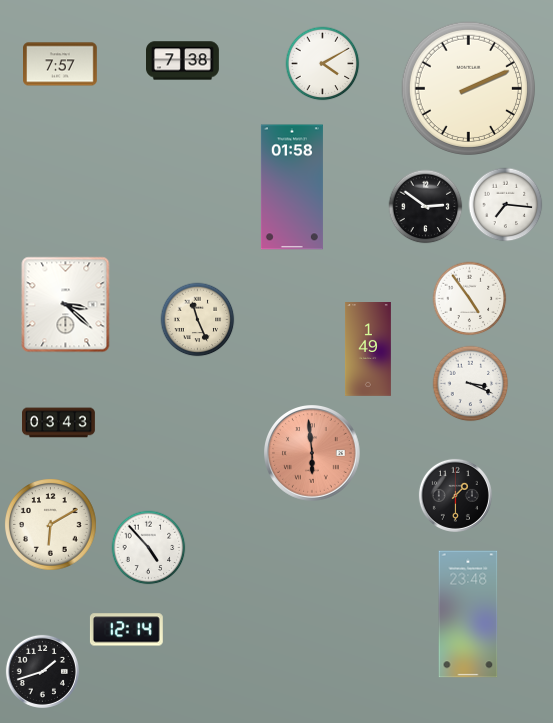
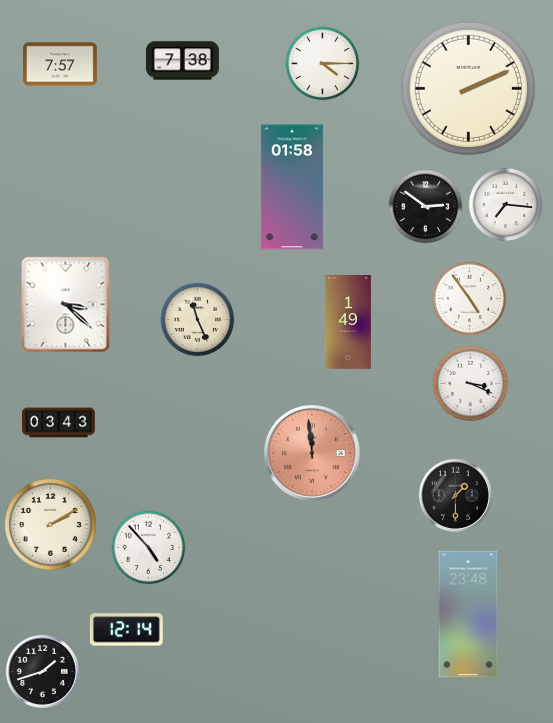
clock at (323, 64): 4:10 -> 4:15
clock at (368, 350) position: (368, 350) -> (348, 323)
clock at (313, 454): 5:59 -> 11:59
clock at (51, 525): 6:10 -> 2:10
